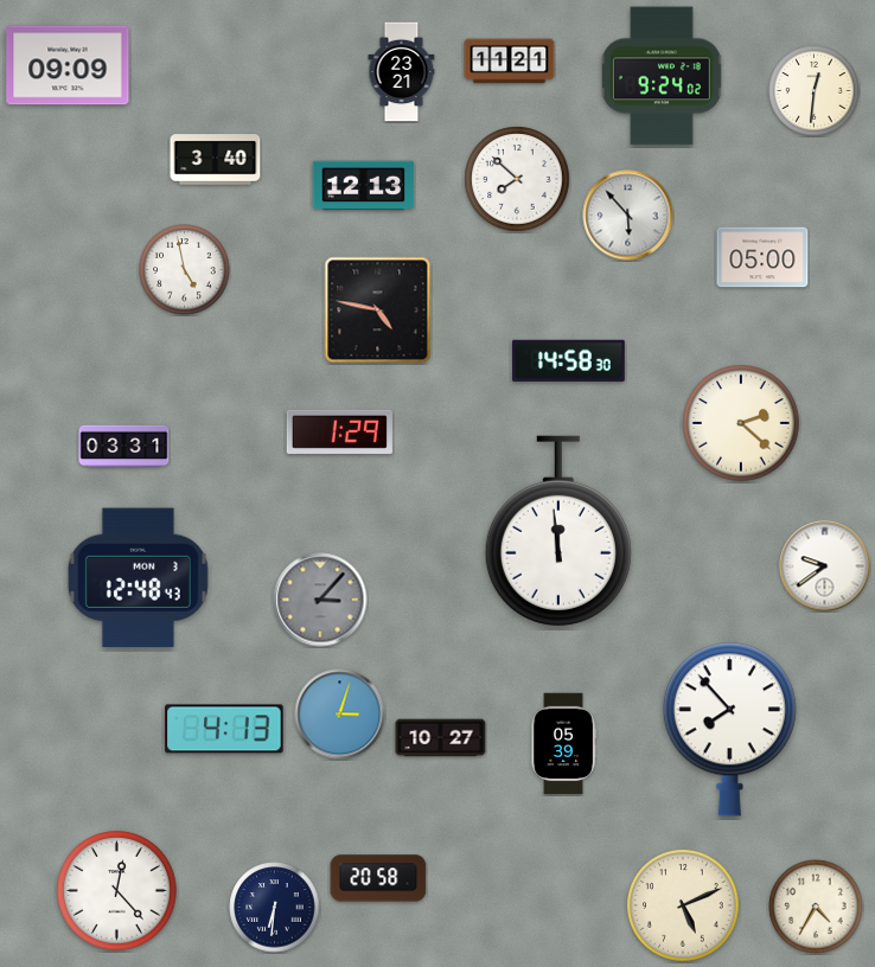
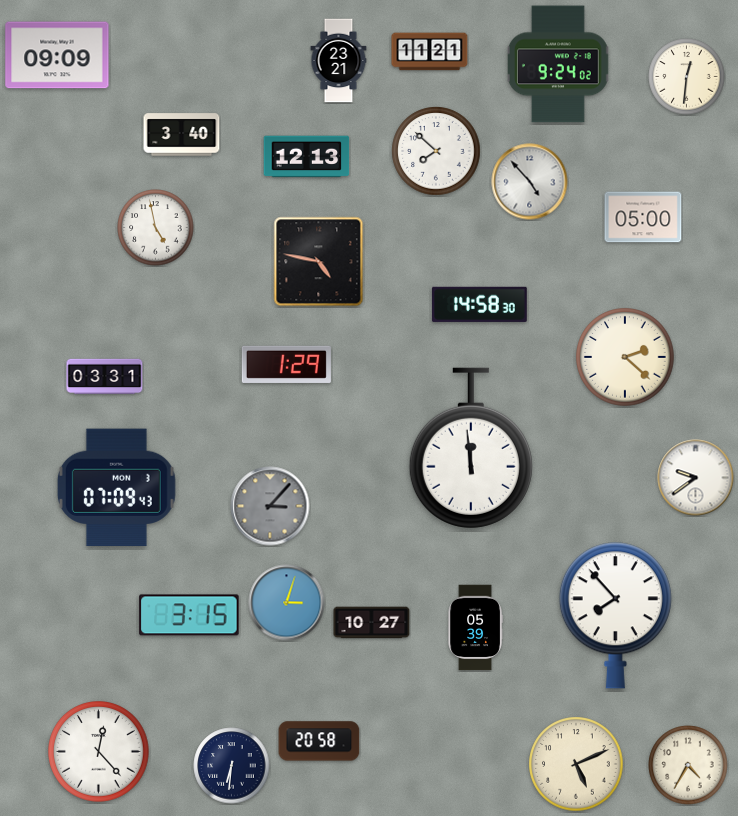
clock at (628, 216): 5:53 -> 4:53
clock at (138, 578): 12:48 -> 07:09
clock at (224, 729): 4:13 -> 3:15
